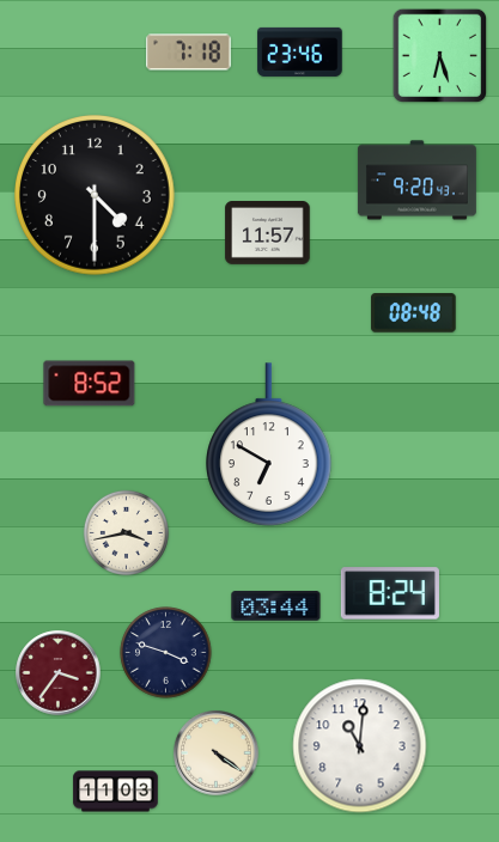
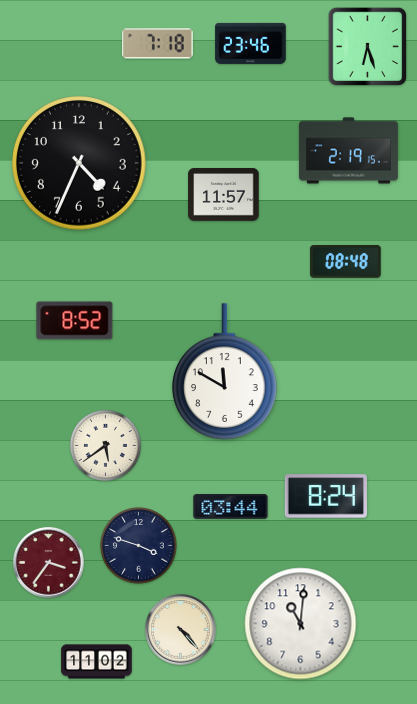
clock at (416, 181): 9:20 -> 2:19
clock at (96, 196): 4:30 -> 4:34
clock at (269, 445): 6:50 -> 11:50
clock at (126, 532): 3:43 -> 5:39
clock at (217, 753): 4:21 -> 4:23
clock at (116, 792): 11:03 -> 11:02
